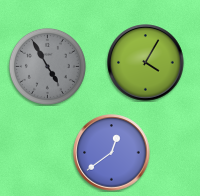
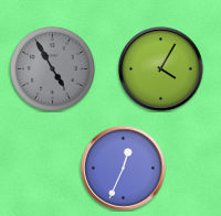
clock at (47, 66) position: (47, 66) -> (52, 68)
clock at (112, 153): 12:39 -> 12:34
